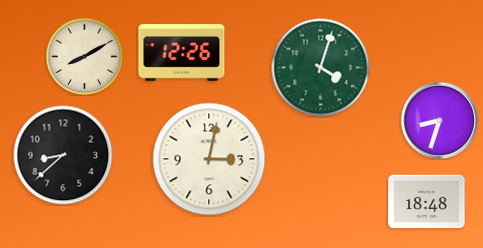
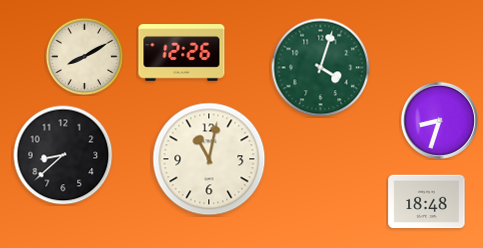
clock at (209, 159): 3:02 -> 11:02
